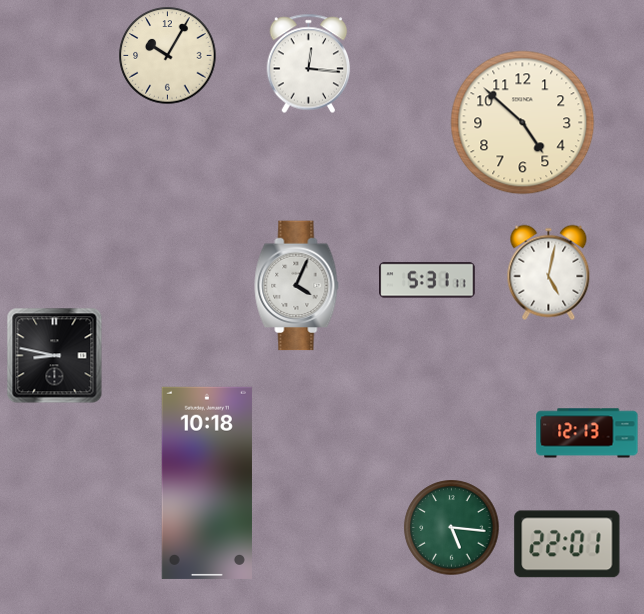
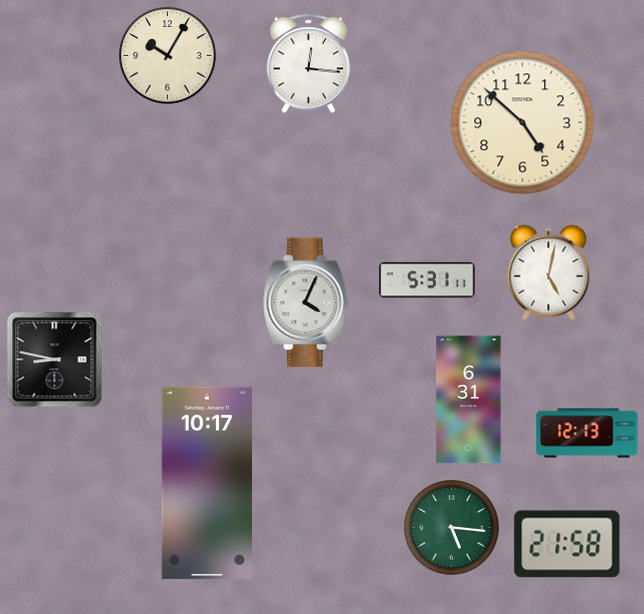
clock at (297, 286) position: (297, 286) -> (306, 303)
clock at (54, 355) position: (54, 355) -> (54, 359)
clock at (469, 400): none -> 6:31
clock at (207, 483): 10:18 -> 10:17
clock at (567, 544): 22:01 -> 21:58
